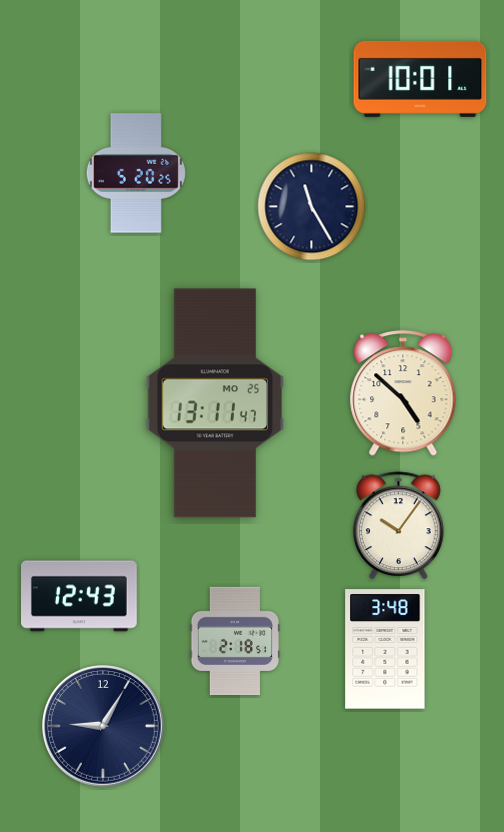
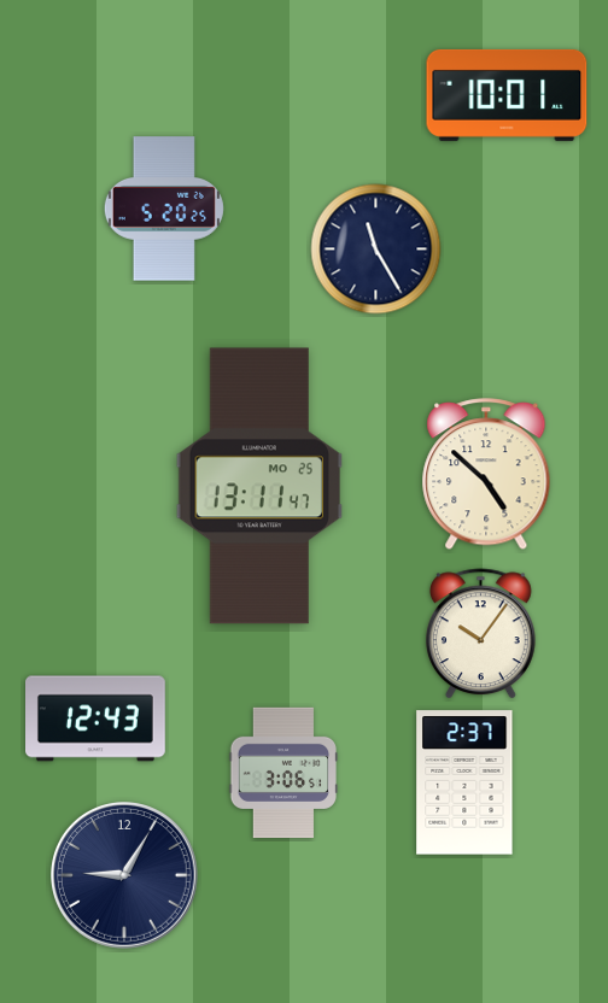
clock at (235, 641): 2:18 -> 3:06
clock at (385, 649): 3:48 -> 2:37
